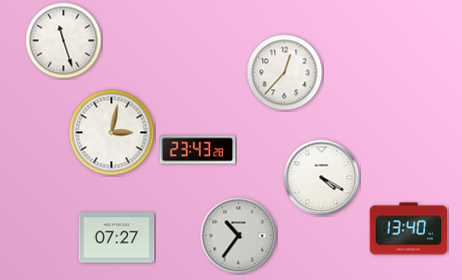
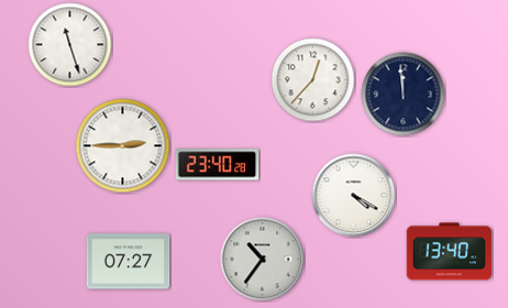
clock at (404, 95): none -> 11:59
clock at (112, 133): 3:02 -> 2:45
clock at (198, 150): 23:43 -> 23:40
